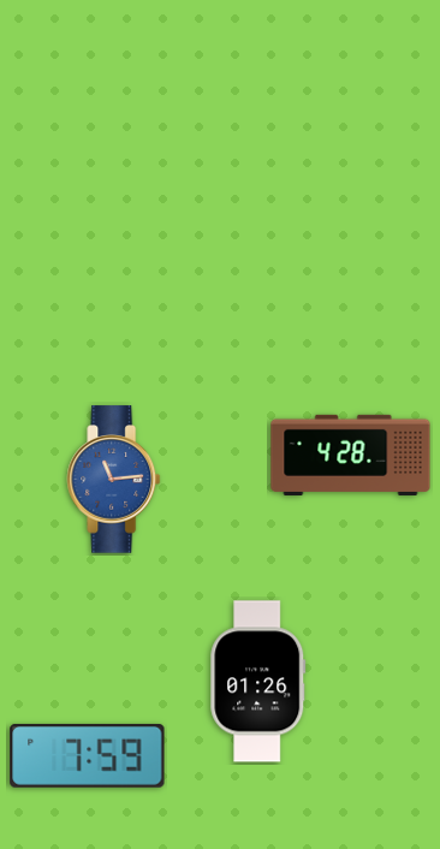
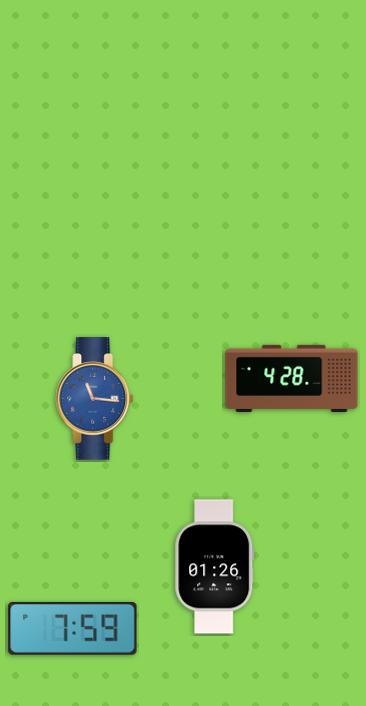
clock at (114, 480): 11:14 -> 11:16
